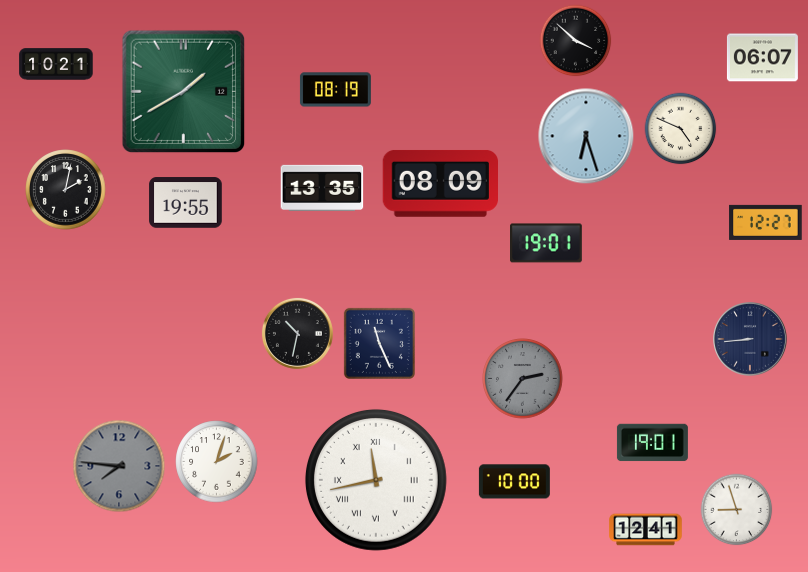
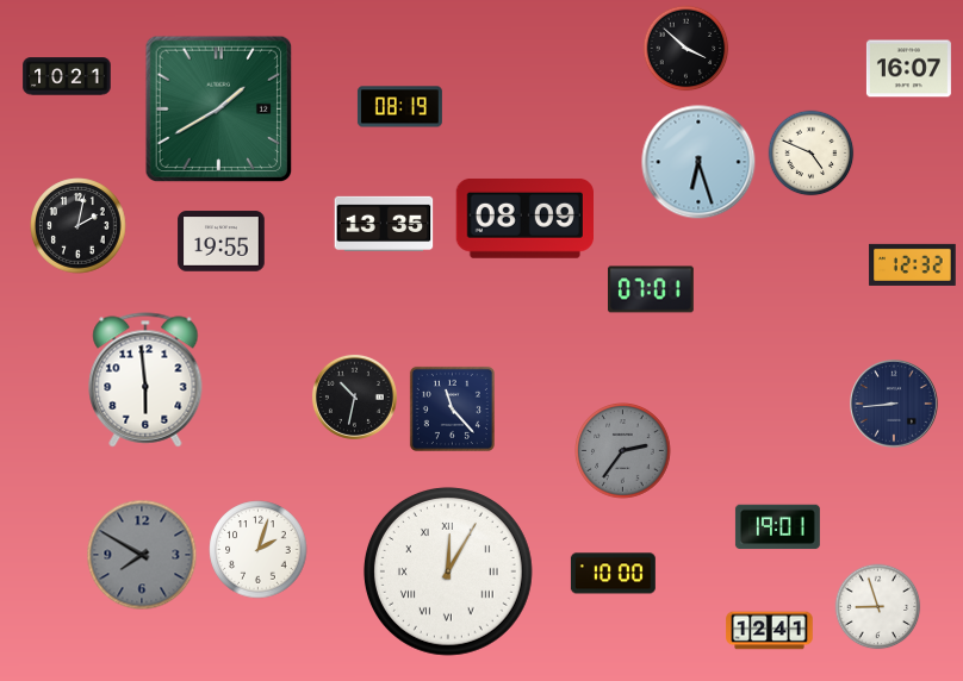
clock at (762, 58): 06:07 -> 16:07
clock at (766, 222): 12:27 -> 12:32
clock at (547, 243): 19:01 -> 07:01
clock at (145, 380): none -> 5:59
clock at (379, 343): 11:26 -> 11:23
clock at (119, 466): 7:46 -> 7:50
clock at (376, 480): 11:43 -> 12:05
